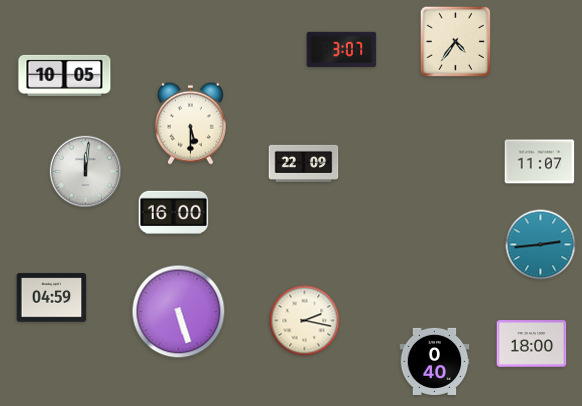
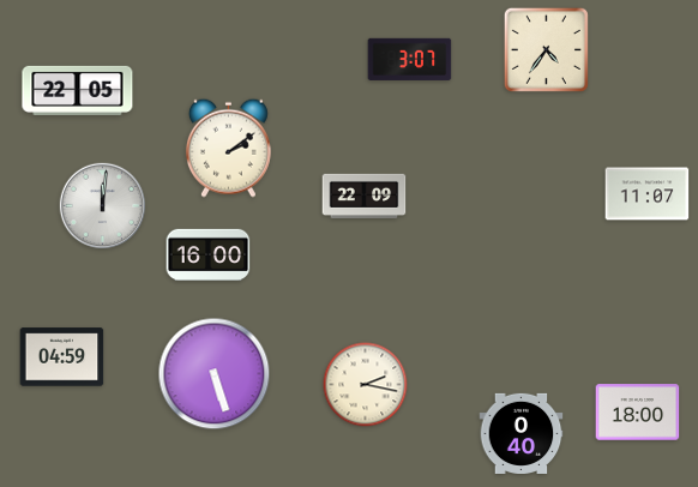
clock at (65, 75): 10:05 -> 22:05
clock at (190, 123): 5:30 -> 2:09
clock at (541, 245): 2:44 -> none
